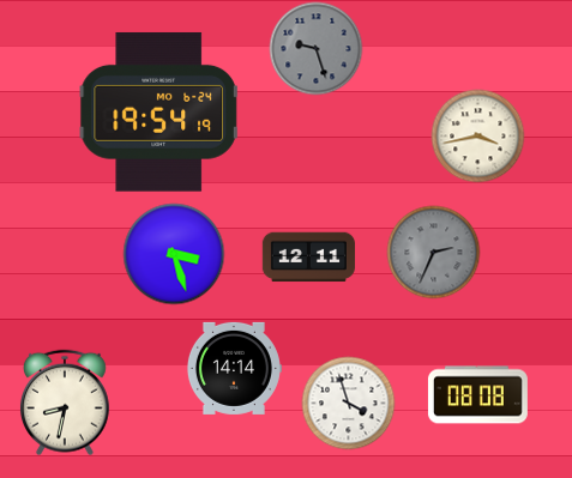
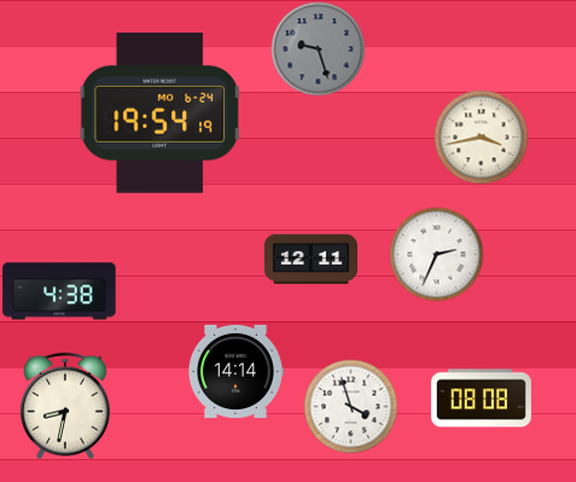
clock at (433, 252) dial: grey -> white
clock at (174, 254): 3:27 -> none
clock at (59, 291): none -> 4:38
